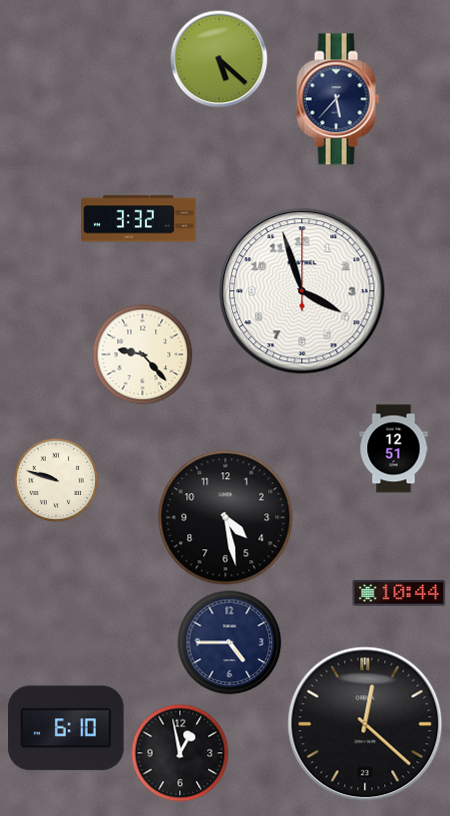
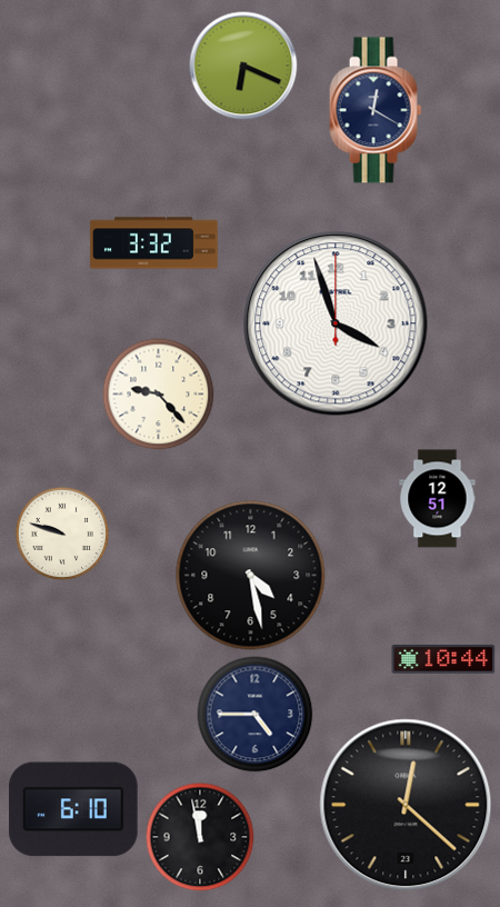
clock at (219, 59): 5:22 -> 6:19
clock at (338, 99): 5:37 -> 12:20
clock at (180, 753): 12:58 -> 11:58
